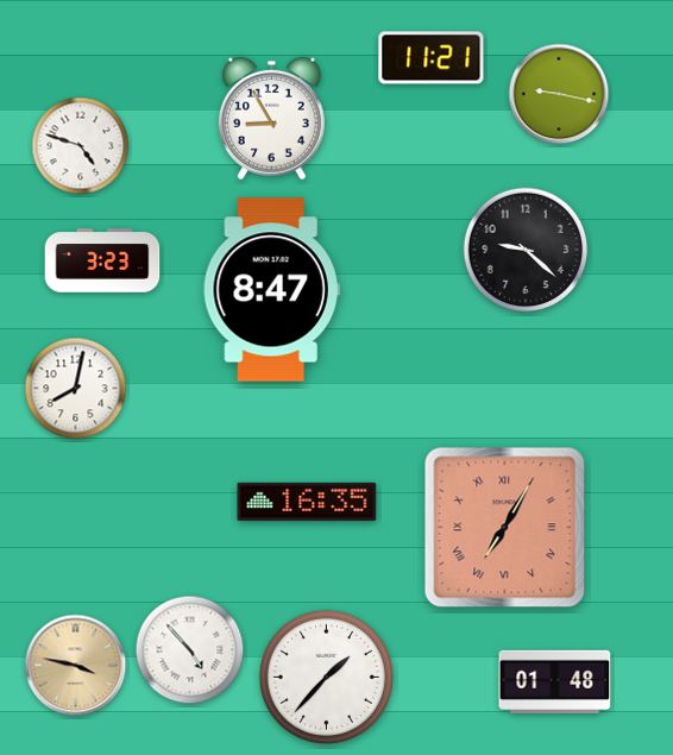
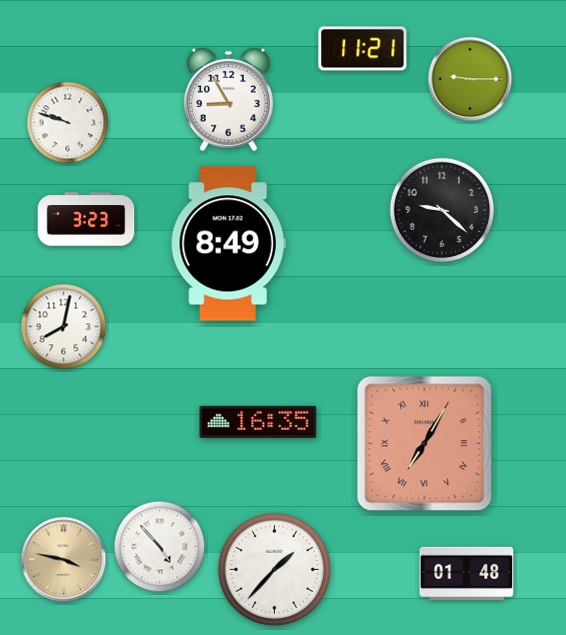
clock at (559, 94): 9:17 -> 9:15
clock at (81, 146): 4:48 -> 9:48
clock at (271, 290): 8:47 -> 8:49
